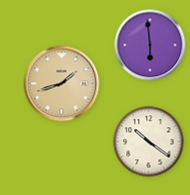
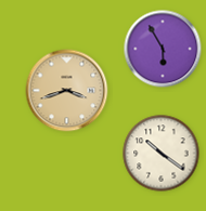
clock at (150, 45): 5:59 -> 5:55
clock at (62, 84): 1:42 -> 3:42
